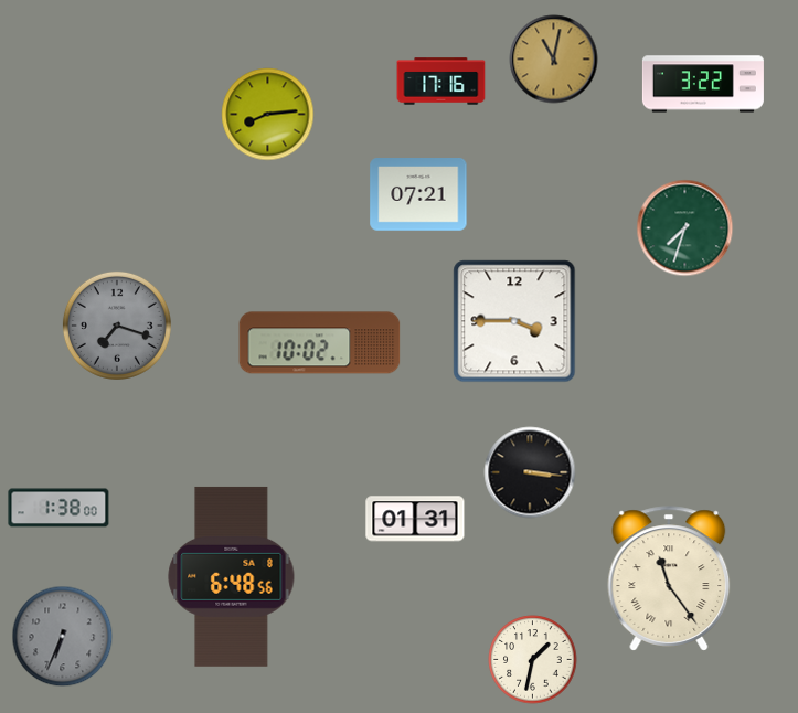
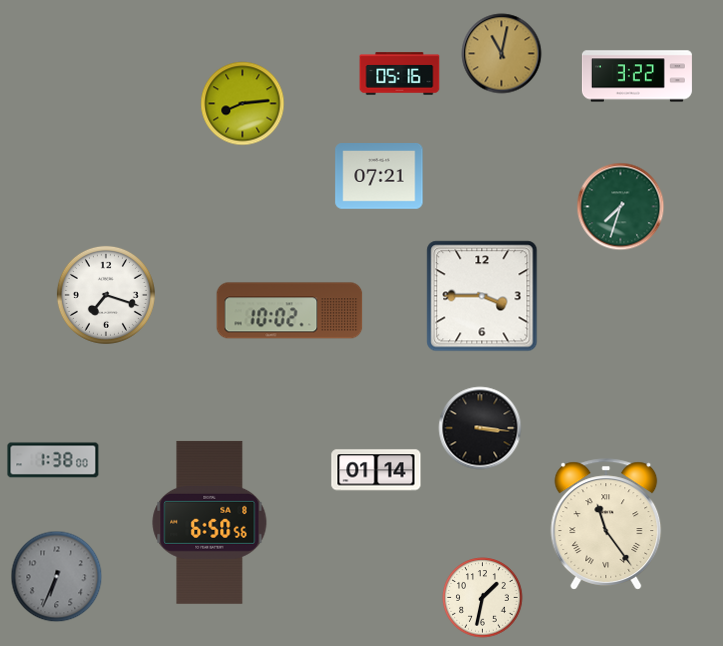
clock at (441, 82): 17:16 -> 05:16
clock at (514, 321) position: (514, 321) -> (482, 296)
clock at (117, 326) dial: grey -> white
clock at (415, 519): 01:31 -> 01:14
clock at (232, 576): 6:48 -> 6:50
